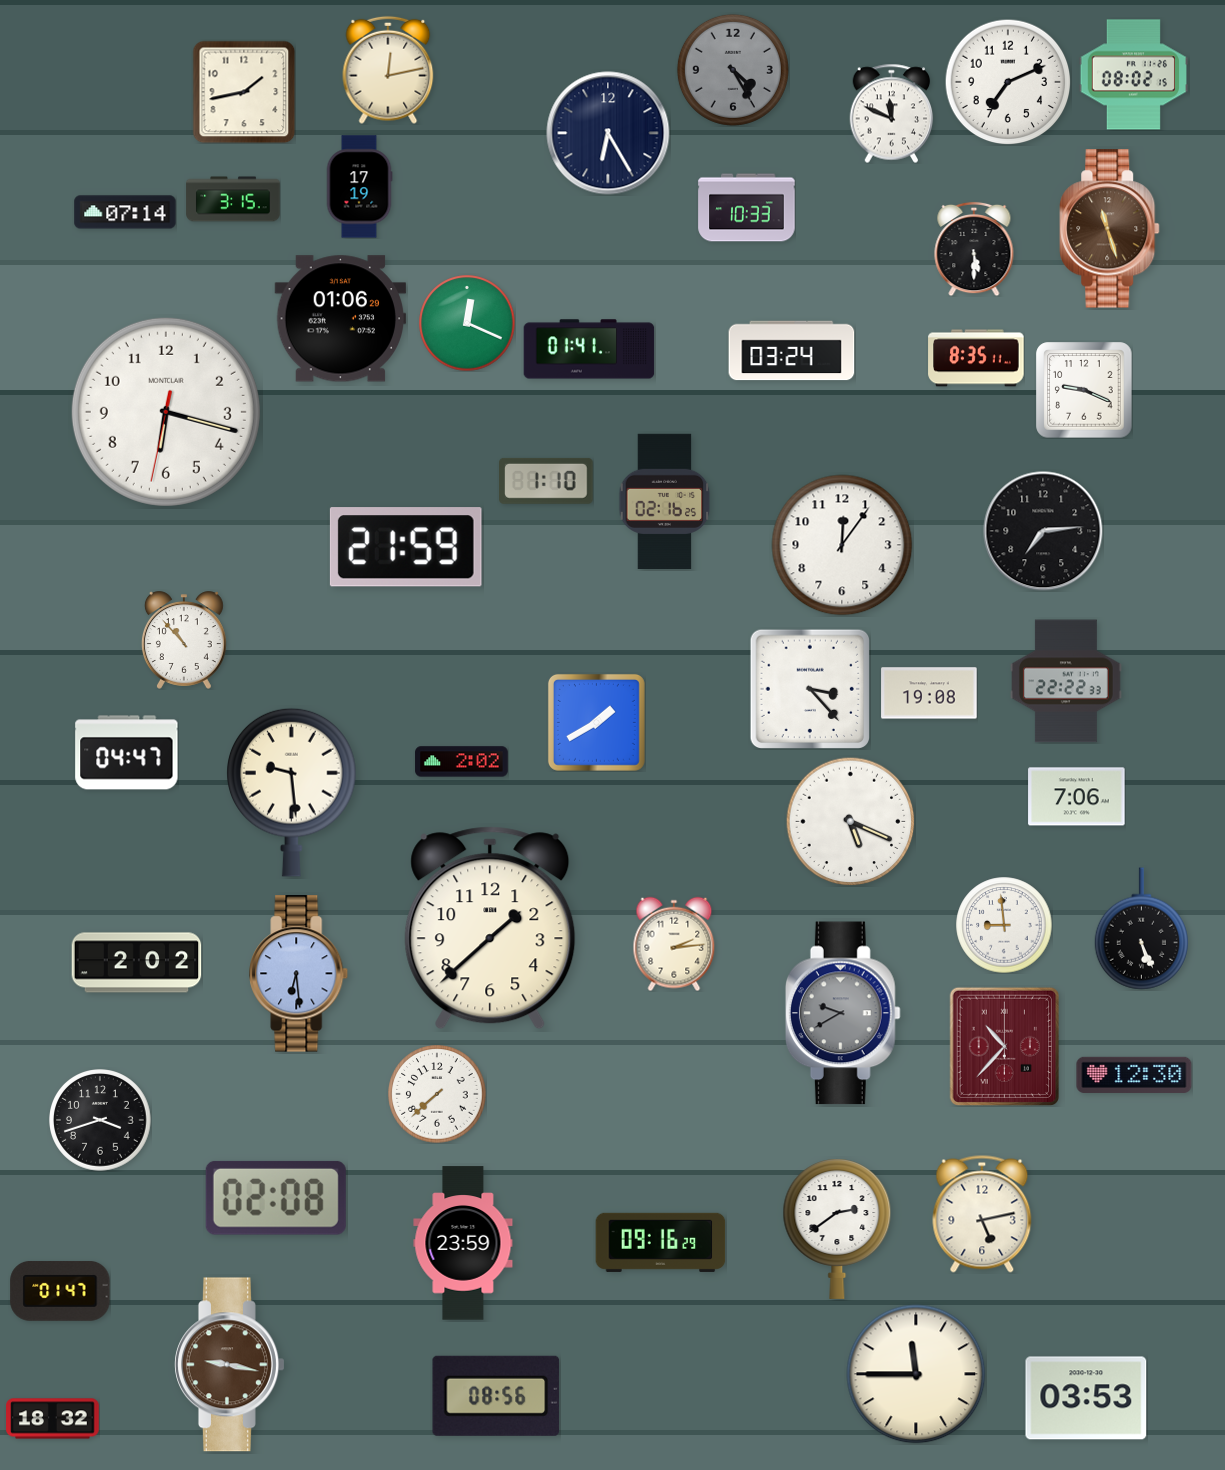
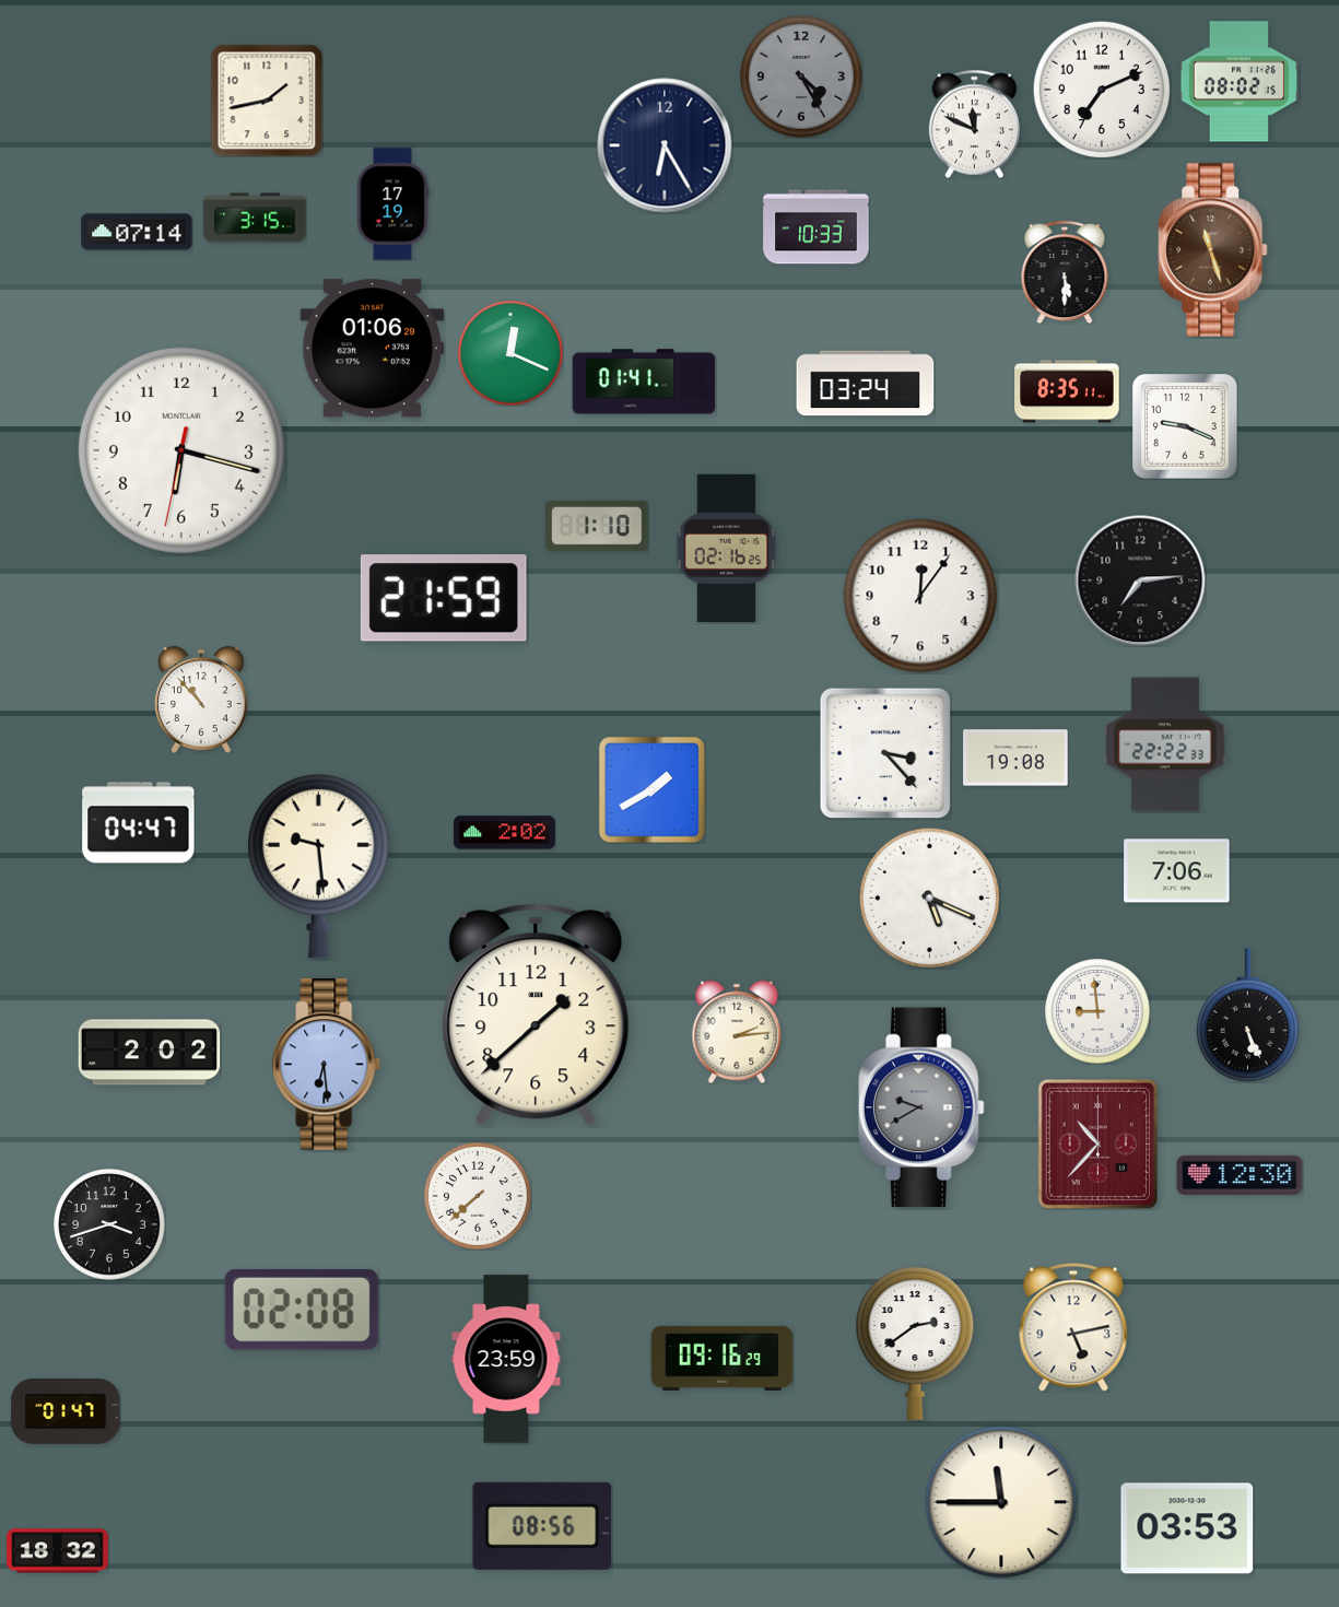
clock at (388, 70): 12:13 -> none
clock at (230, 1365): 9:17 -> none
